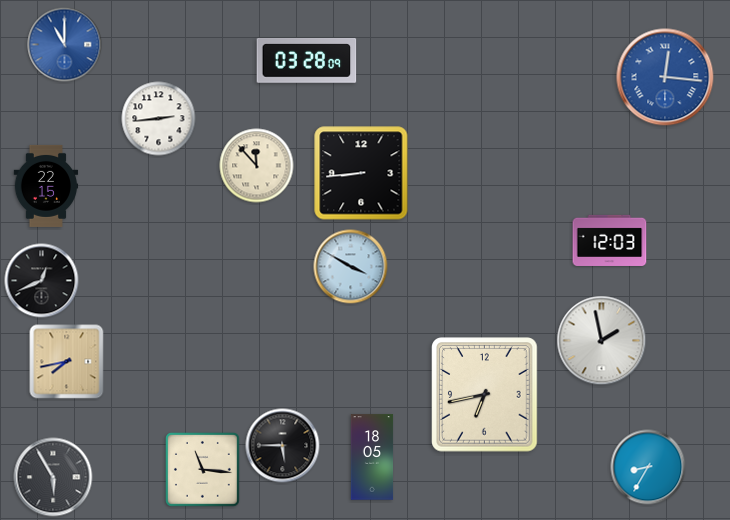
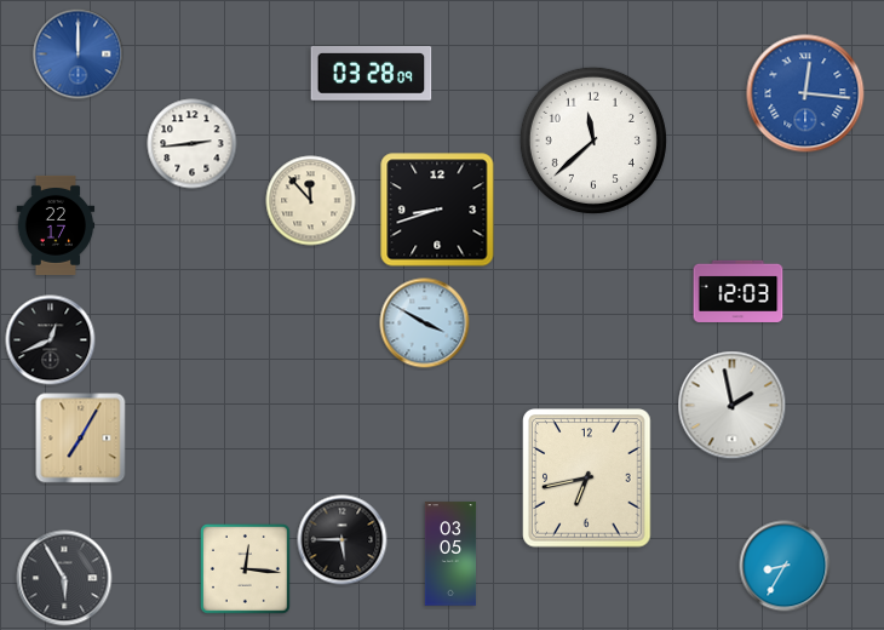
clock at (65, 45): 11:00 -> 12:00
clock at (593, 141): none -> 11:38
clock at (361, 173): 8:44 -> 8:42
clock at (46, 186): 22:15 -> 22:17
clock at (602, 341) position: (602, 341) -> (733, 406)
clock at (67, 362): 7:43 -> 7:05
clock at (372, 457): 18:05 -> 03:05
clock at (203, 470): 11:16 -> 12:16
